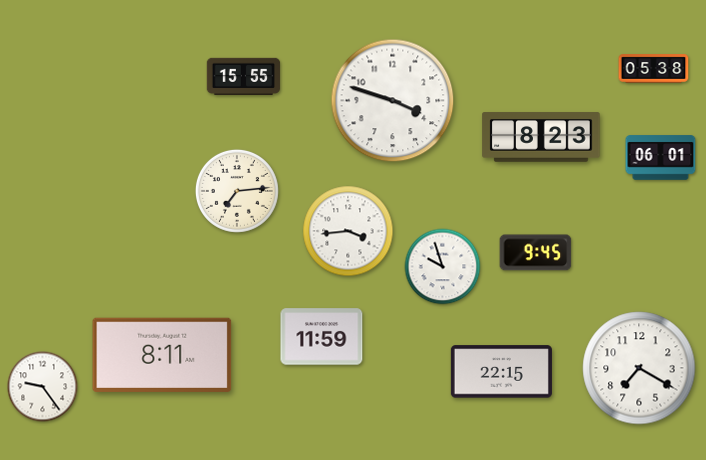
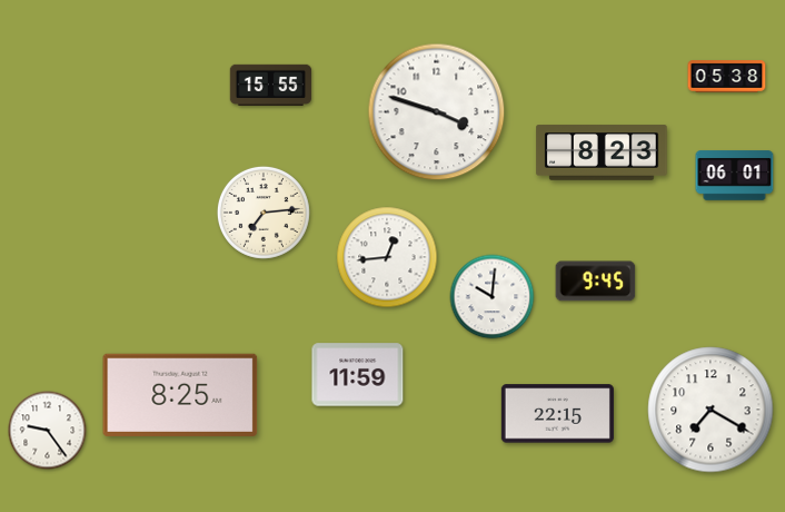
clock at (348, 231): 3:44 -> 12:44
clock at (443, 267): 9:57 -> 10:01
clock at (162, 355): 8:11 -> 8:25
